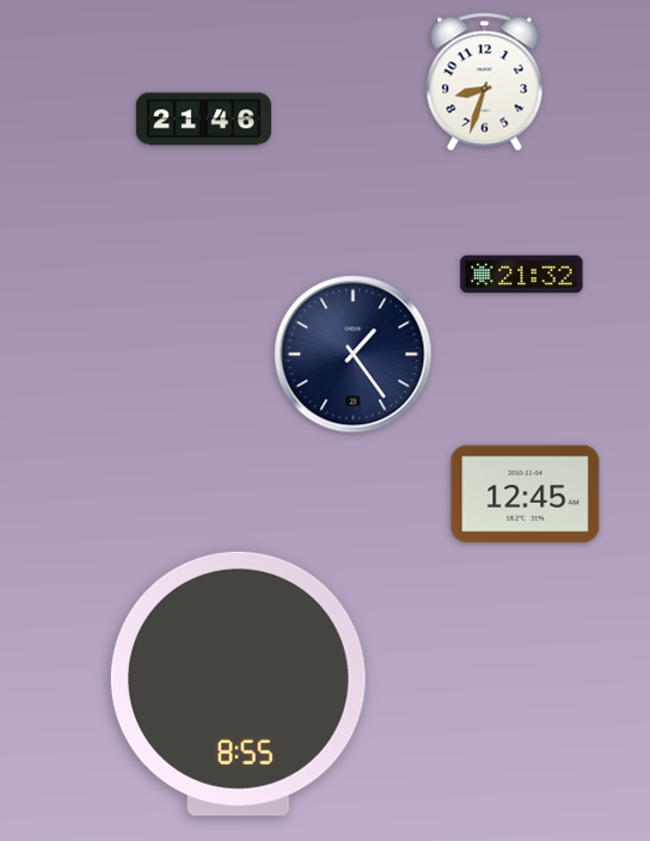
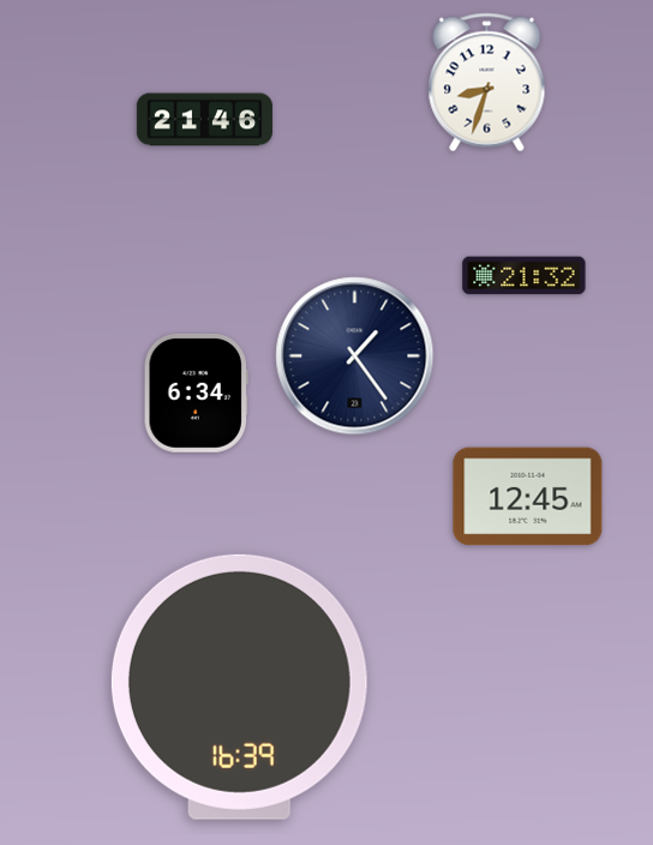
clock at (196, 392): none -> 6:34
clock at (238, 683): 8:55 -> 16:39
